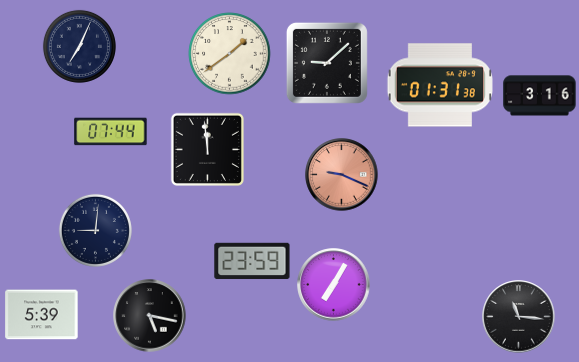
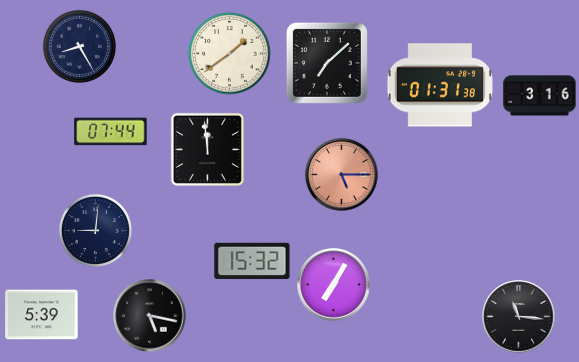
clock at (79, 46): 7:04 -> 8:25
clock at (327, 63): 9:08 -> 7:08
clock at (342, 175): 9:19 -> 5:15
clock at (252, 261): 23:59 -> 15:32
